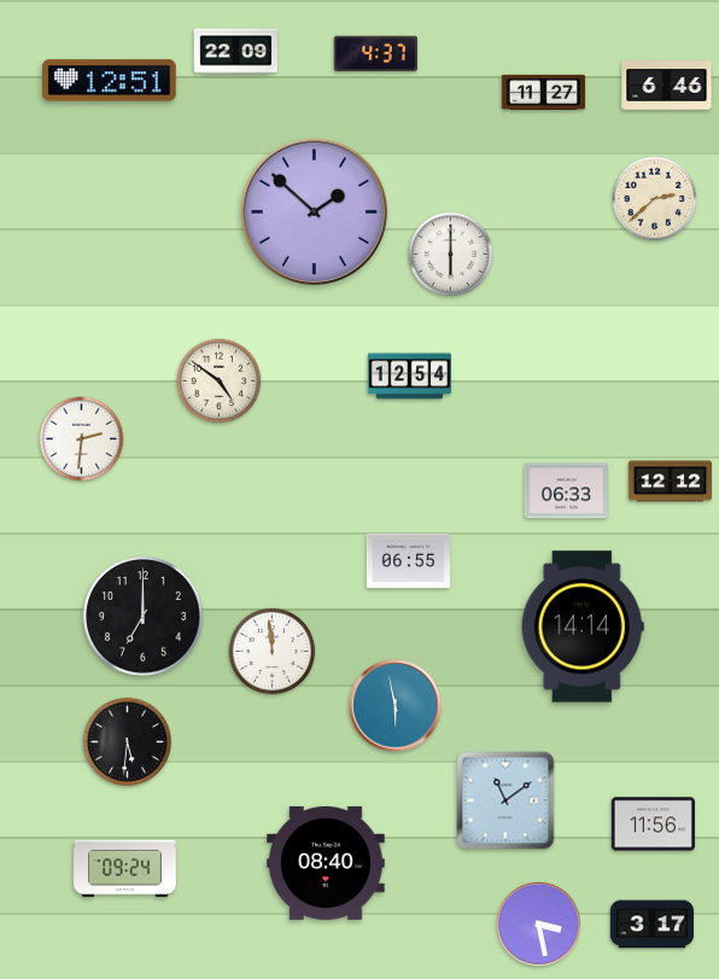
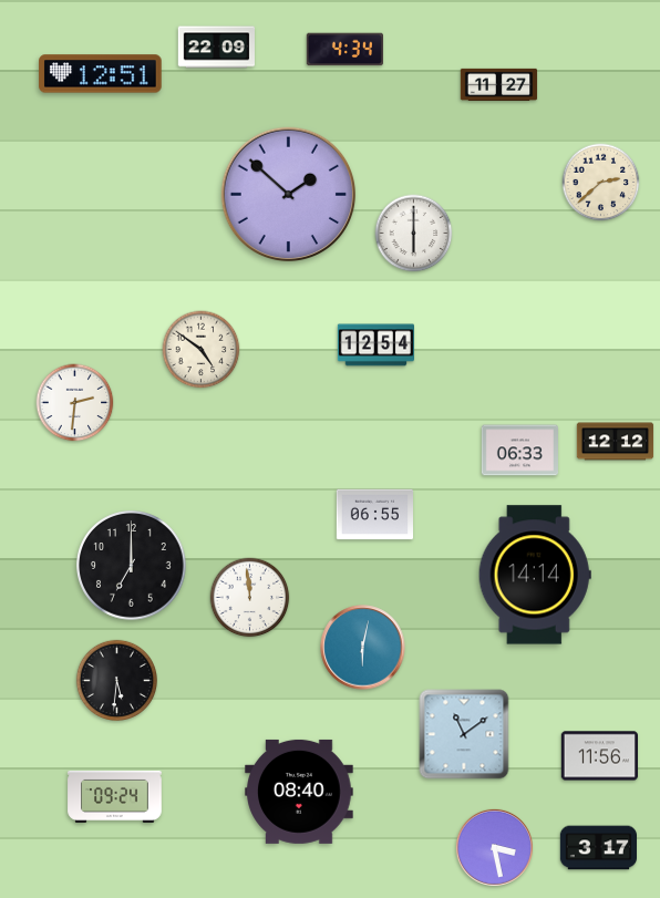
clock at (375, 54): 4:37 -> 4:34
clock at (667, 86): 6:46 -> none
clock at (396, 706): 5:58 -> 6:02
